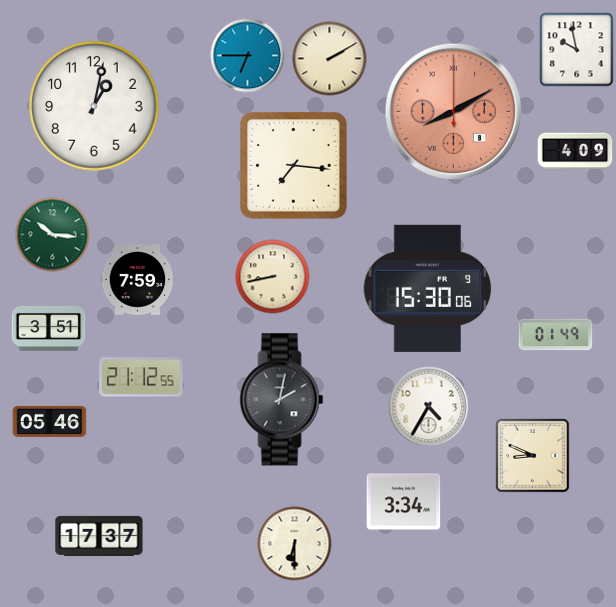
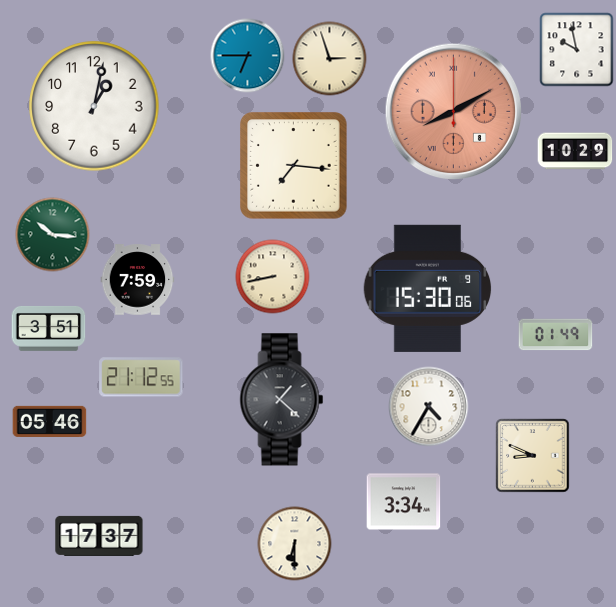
clock at (330, 59): 2:10 -> 2:57
clock at (575, 151): 4:09 -> 10:29
clock at (282, 400): 2:02 -> 1:22
